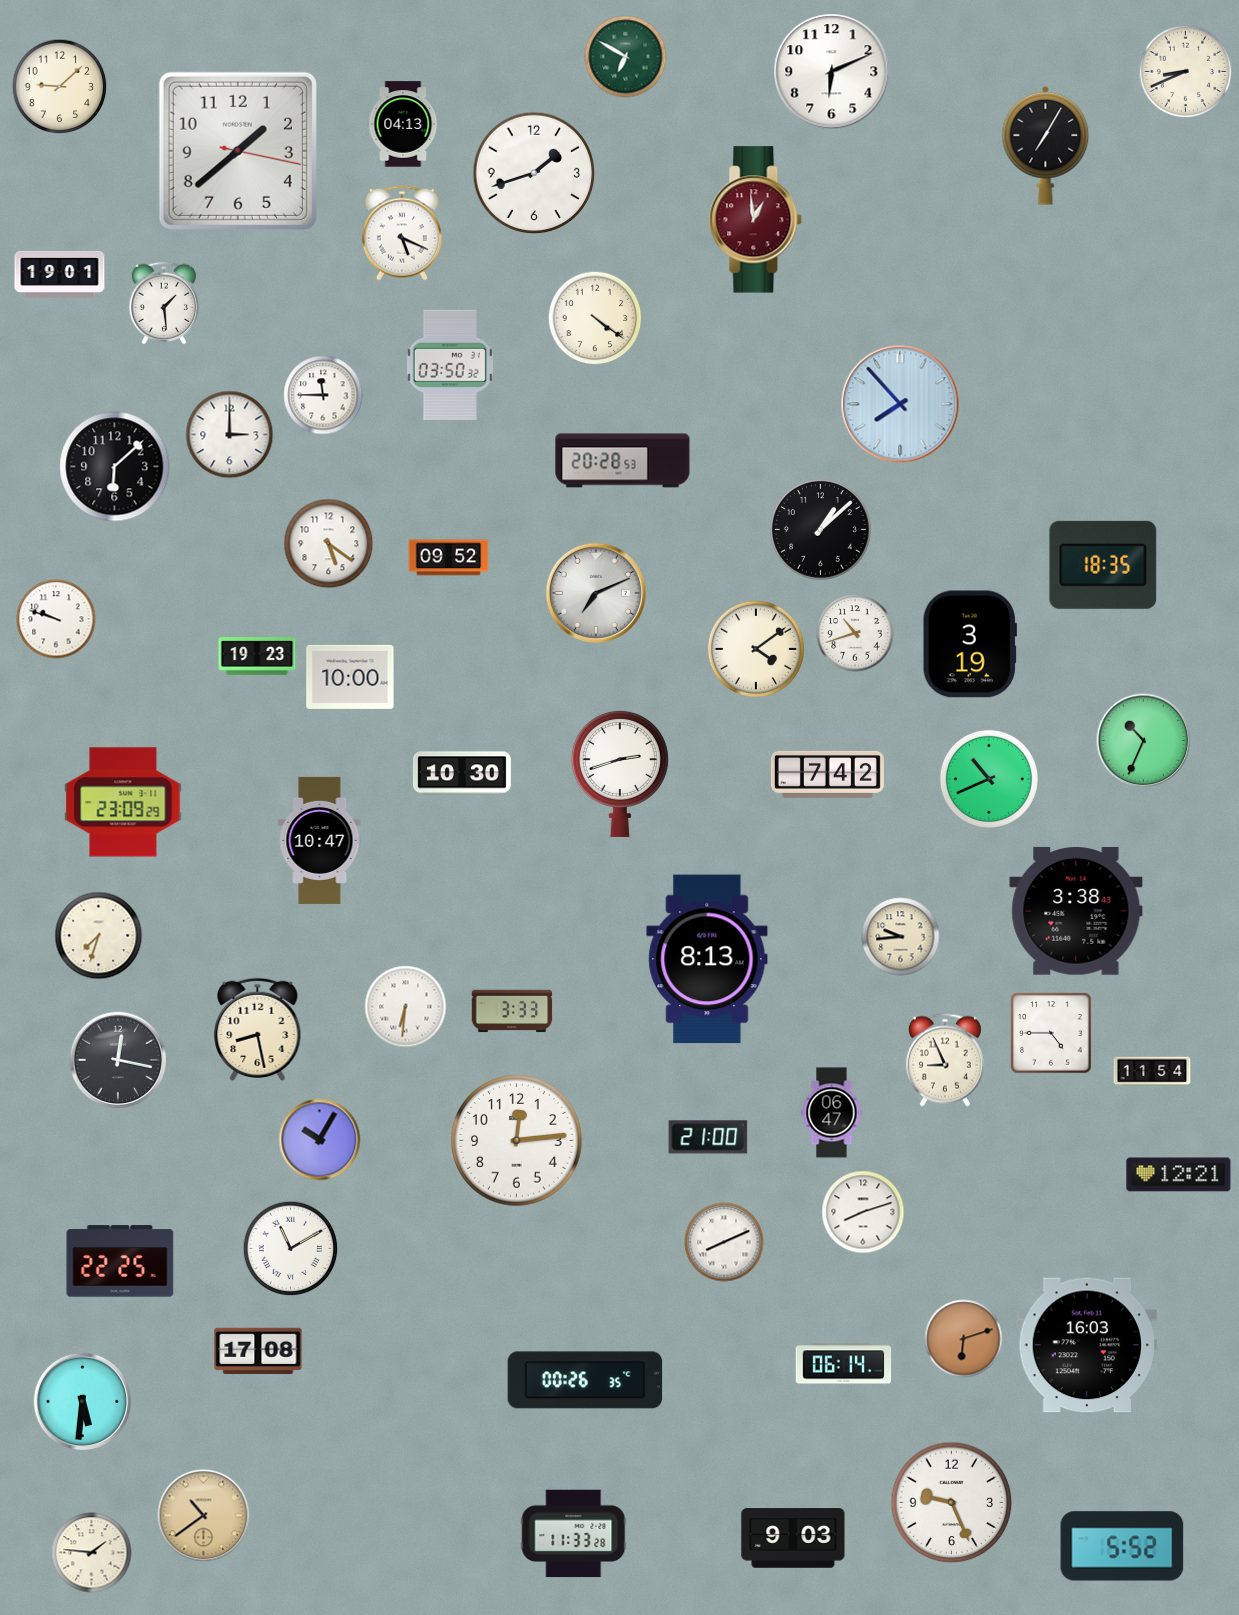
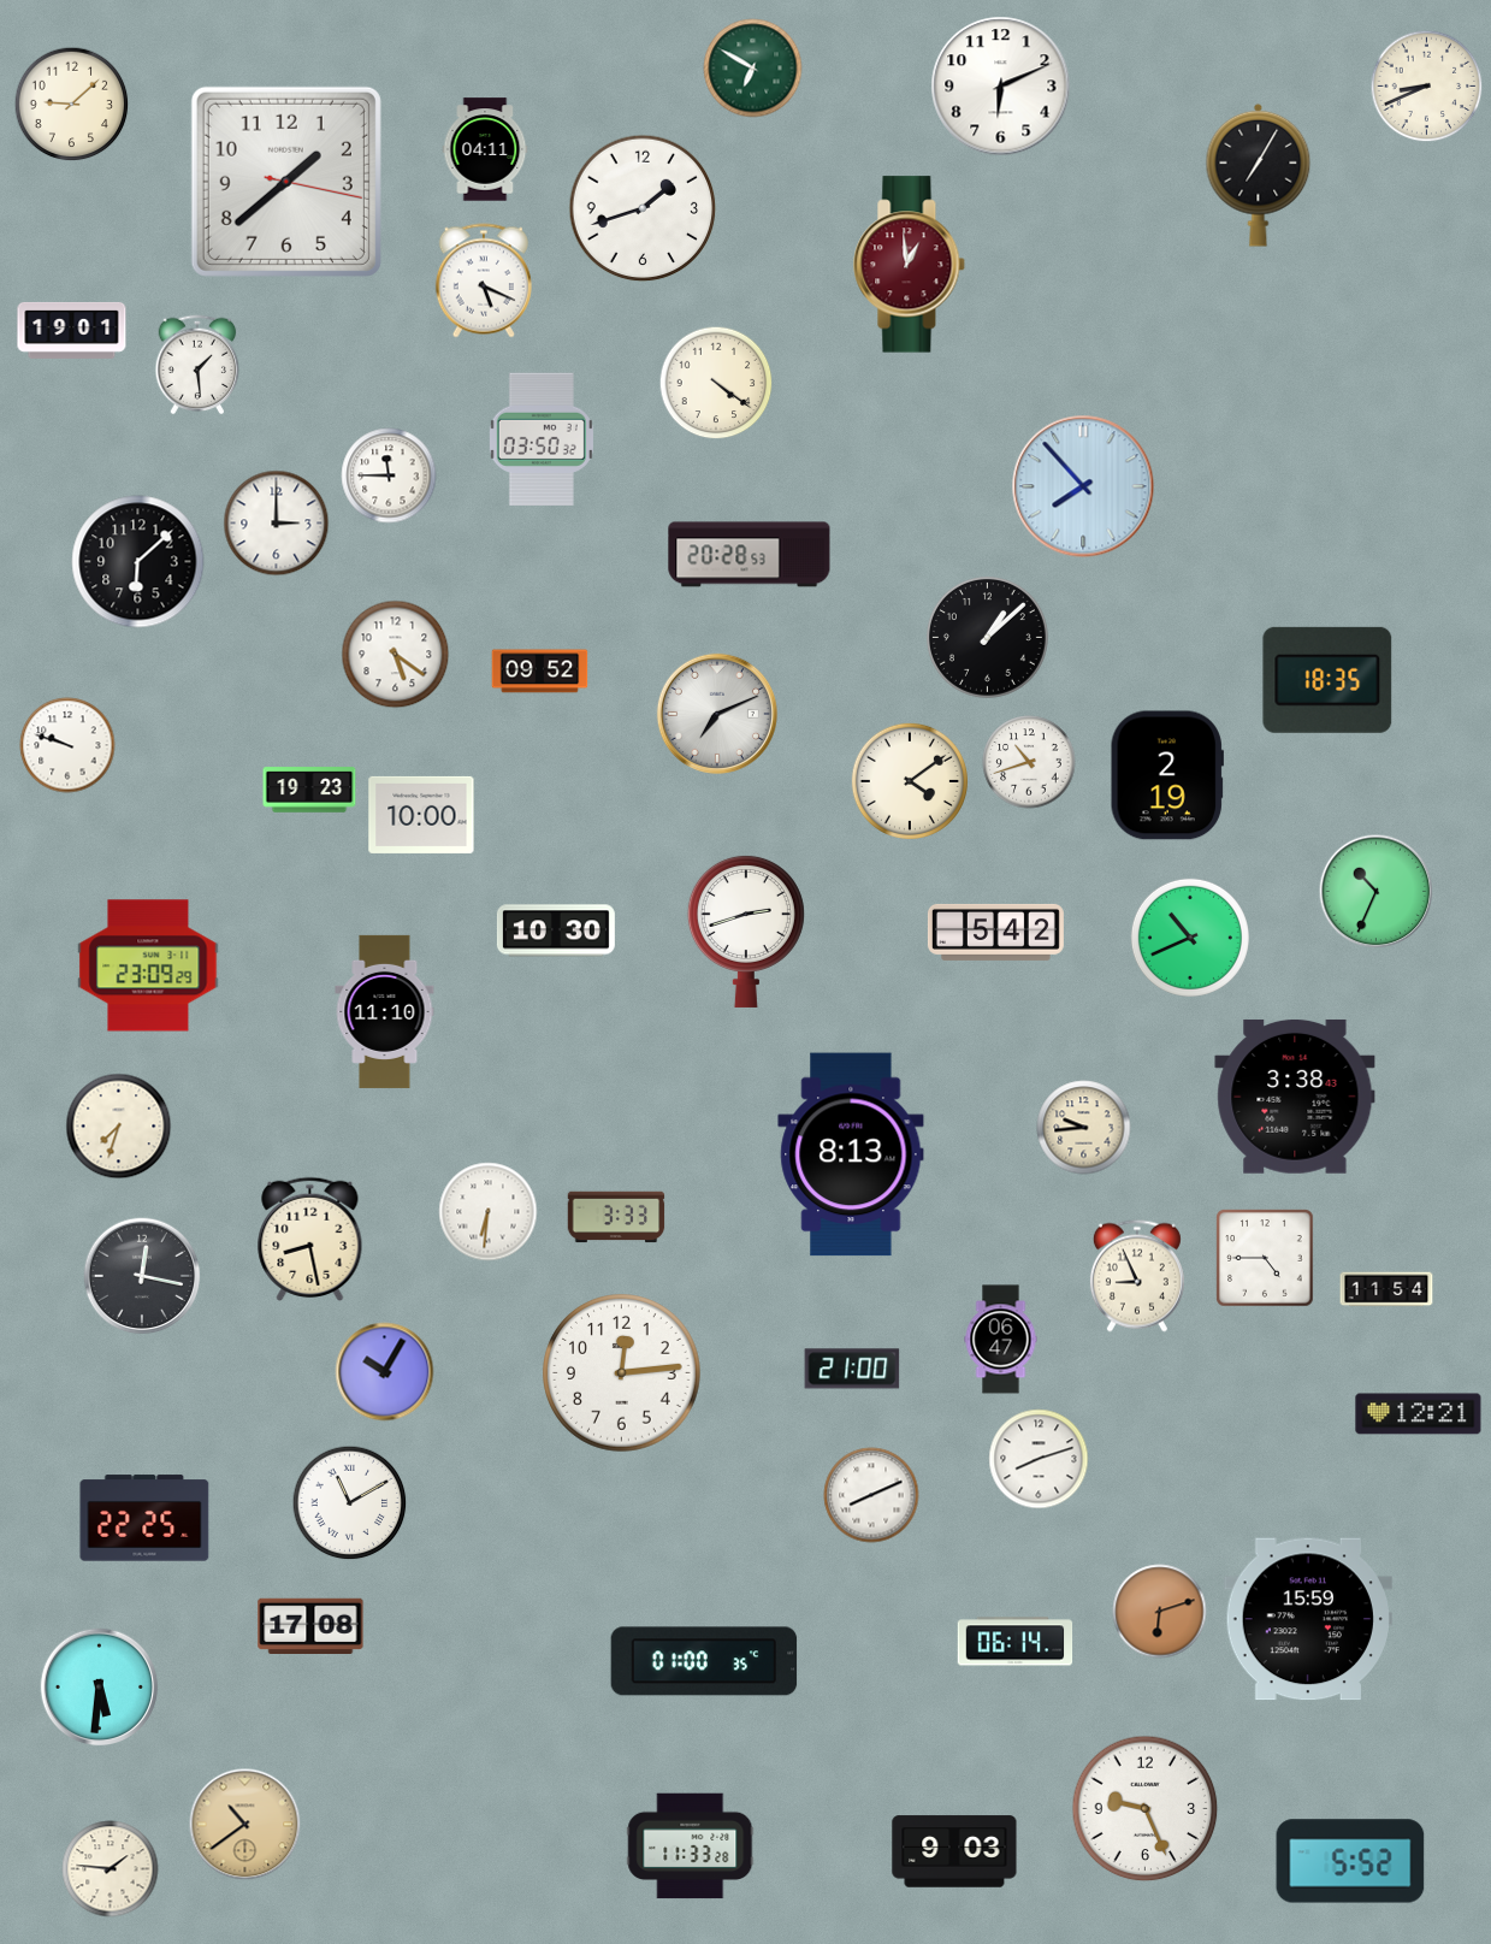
clock at (403, 124): 04:13 -> 04:11
clock at (970, 644): 3:19 -> 2:19
clock at (827, 774): 7:42 -> 5:42
clock at (320, 840): 10:47 -> 11:10
clock at (1051, 1033) position: (1051, 1033) -> (1265, 1258)
clock at (1087, 1345): 16:03 -> 15:59
clock at (585, 1380): 00:26 -> 01:00
